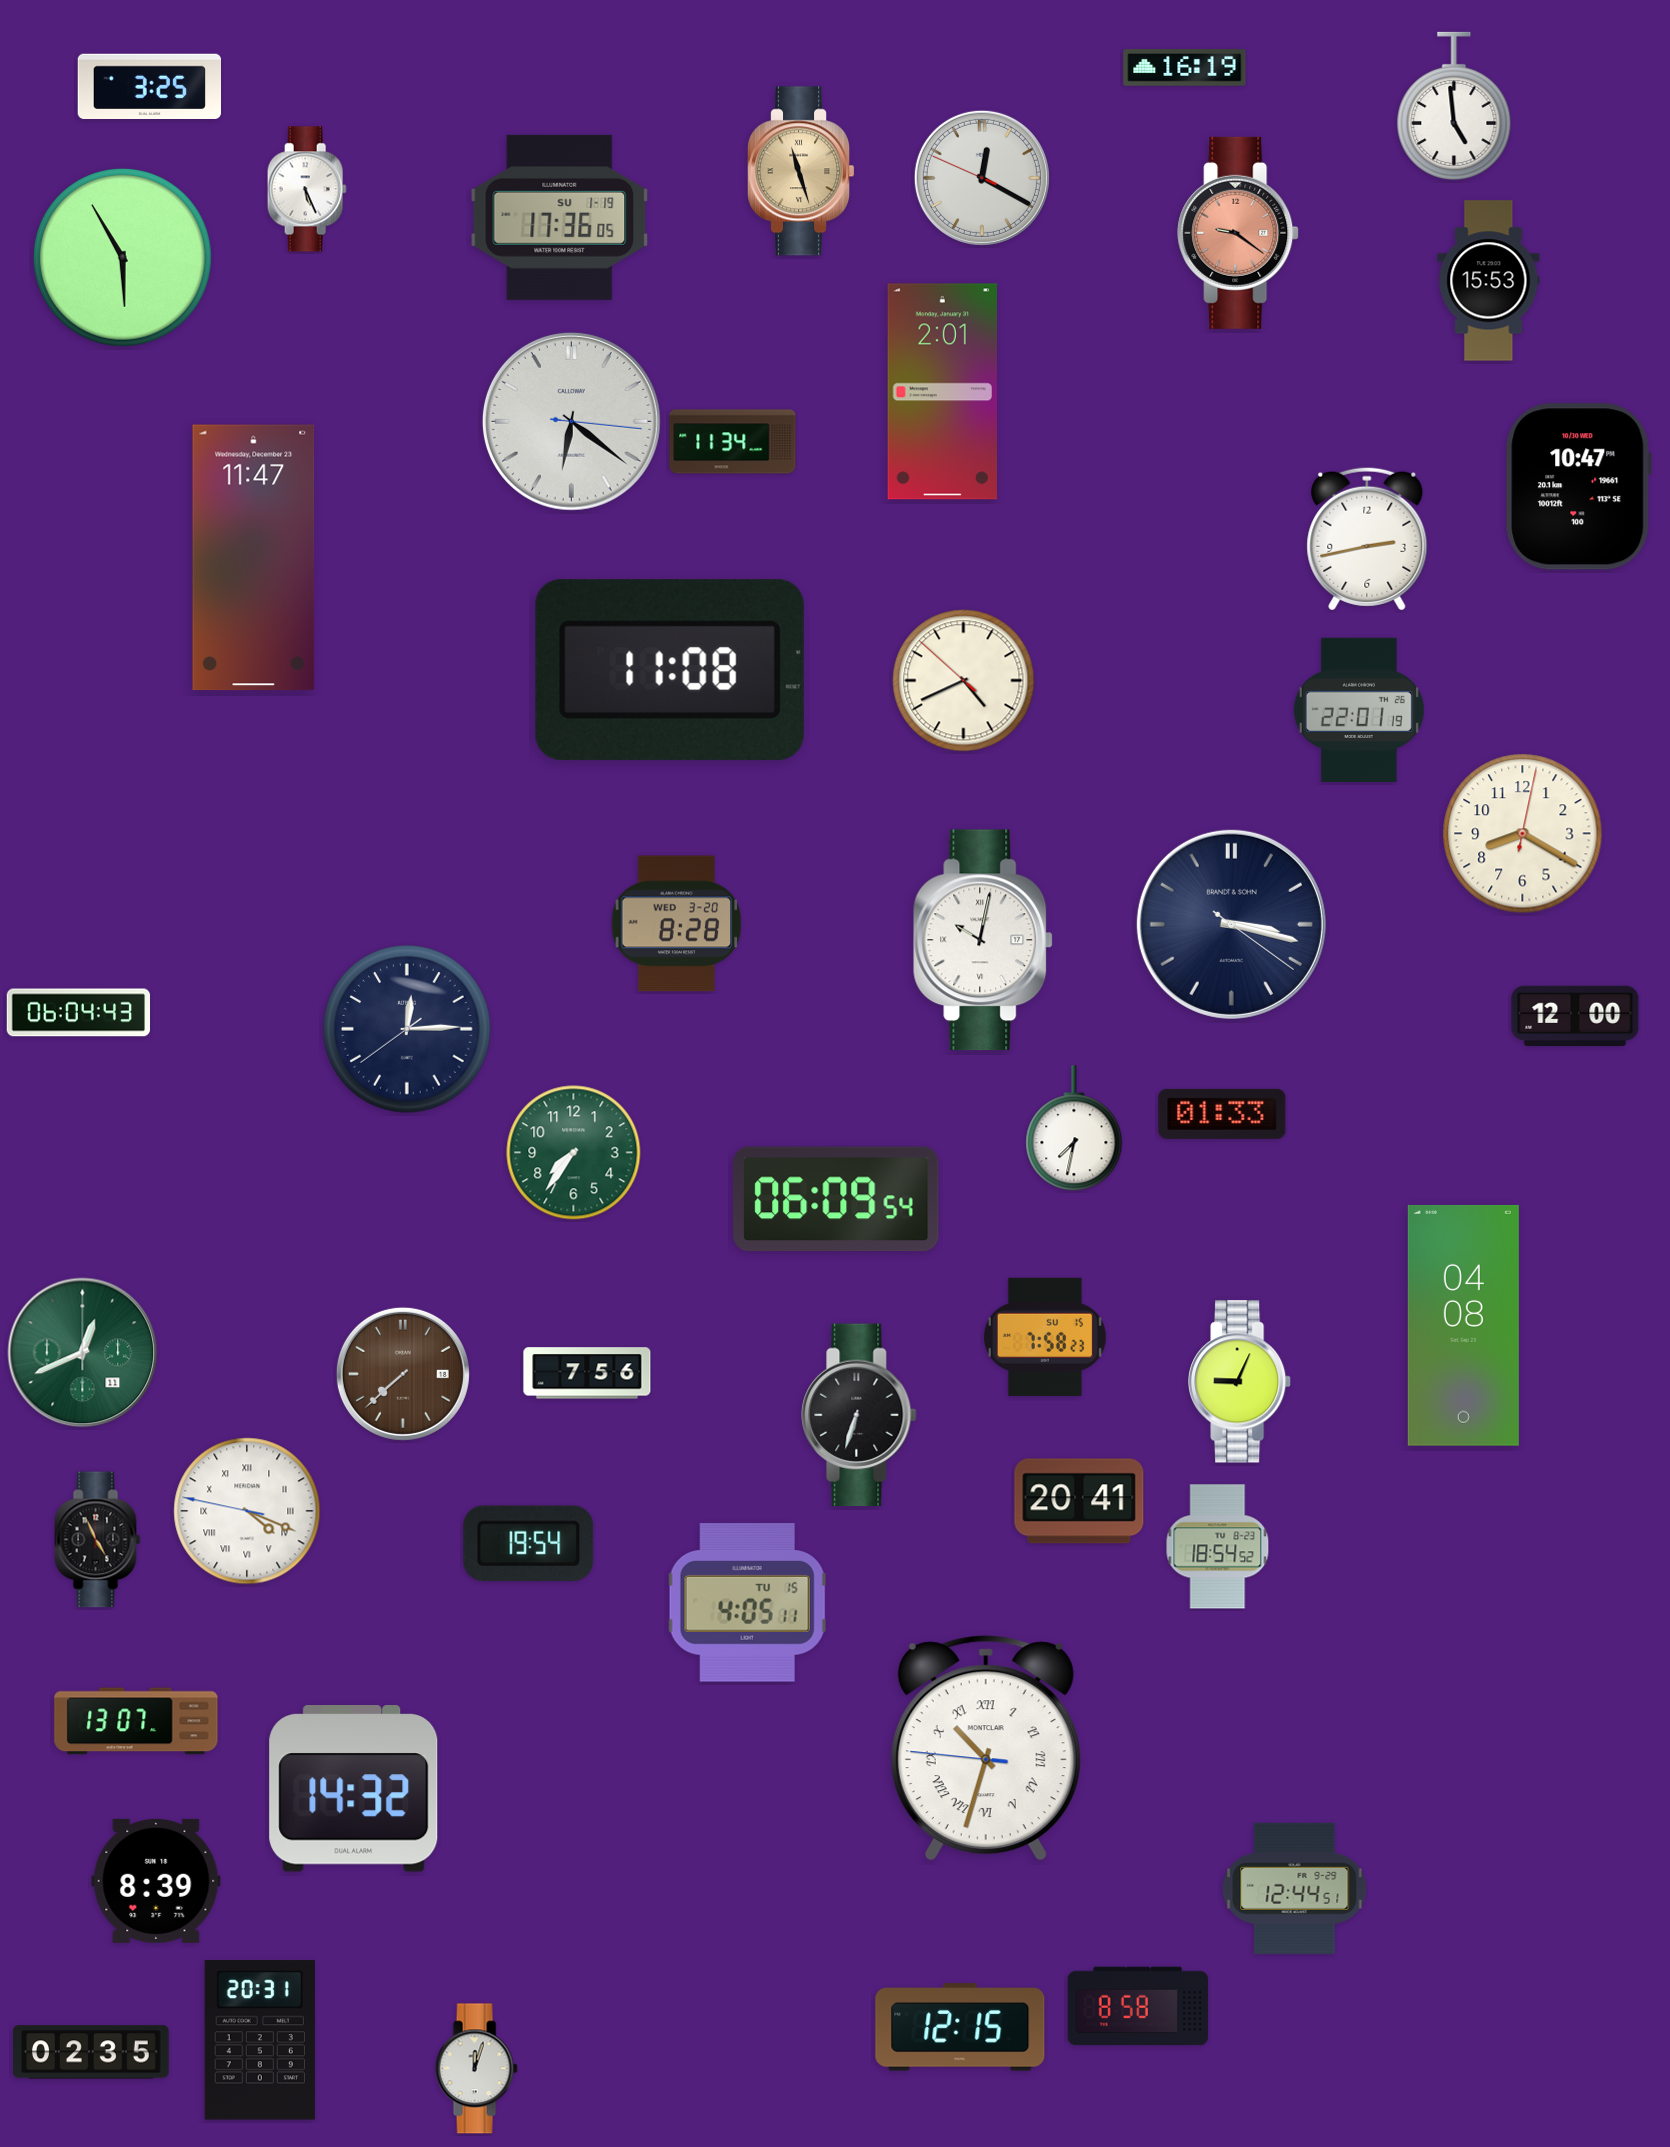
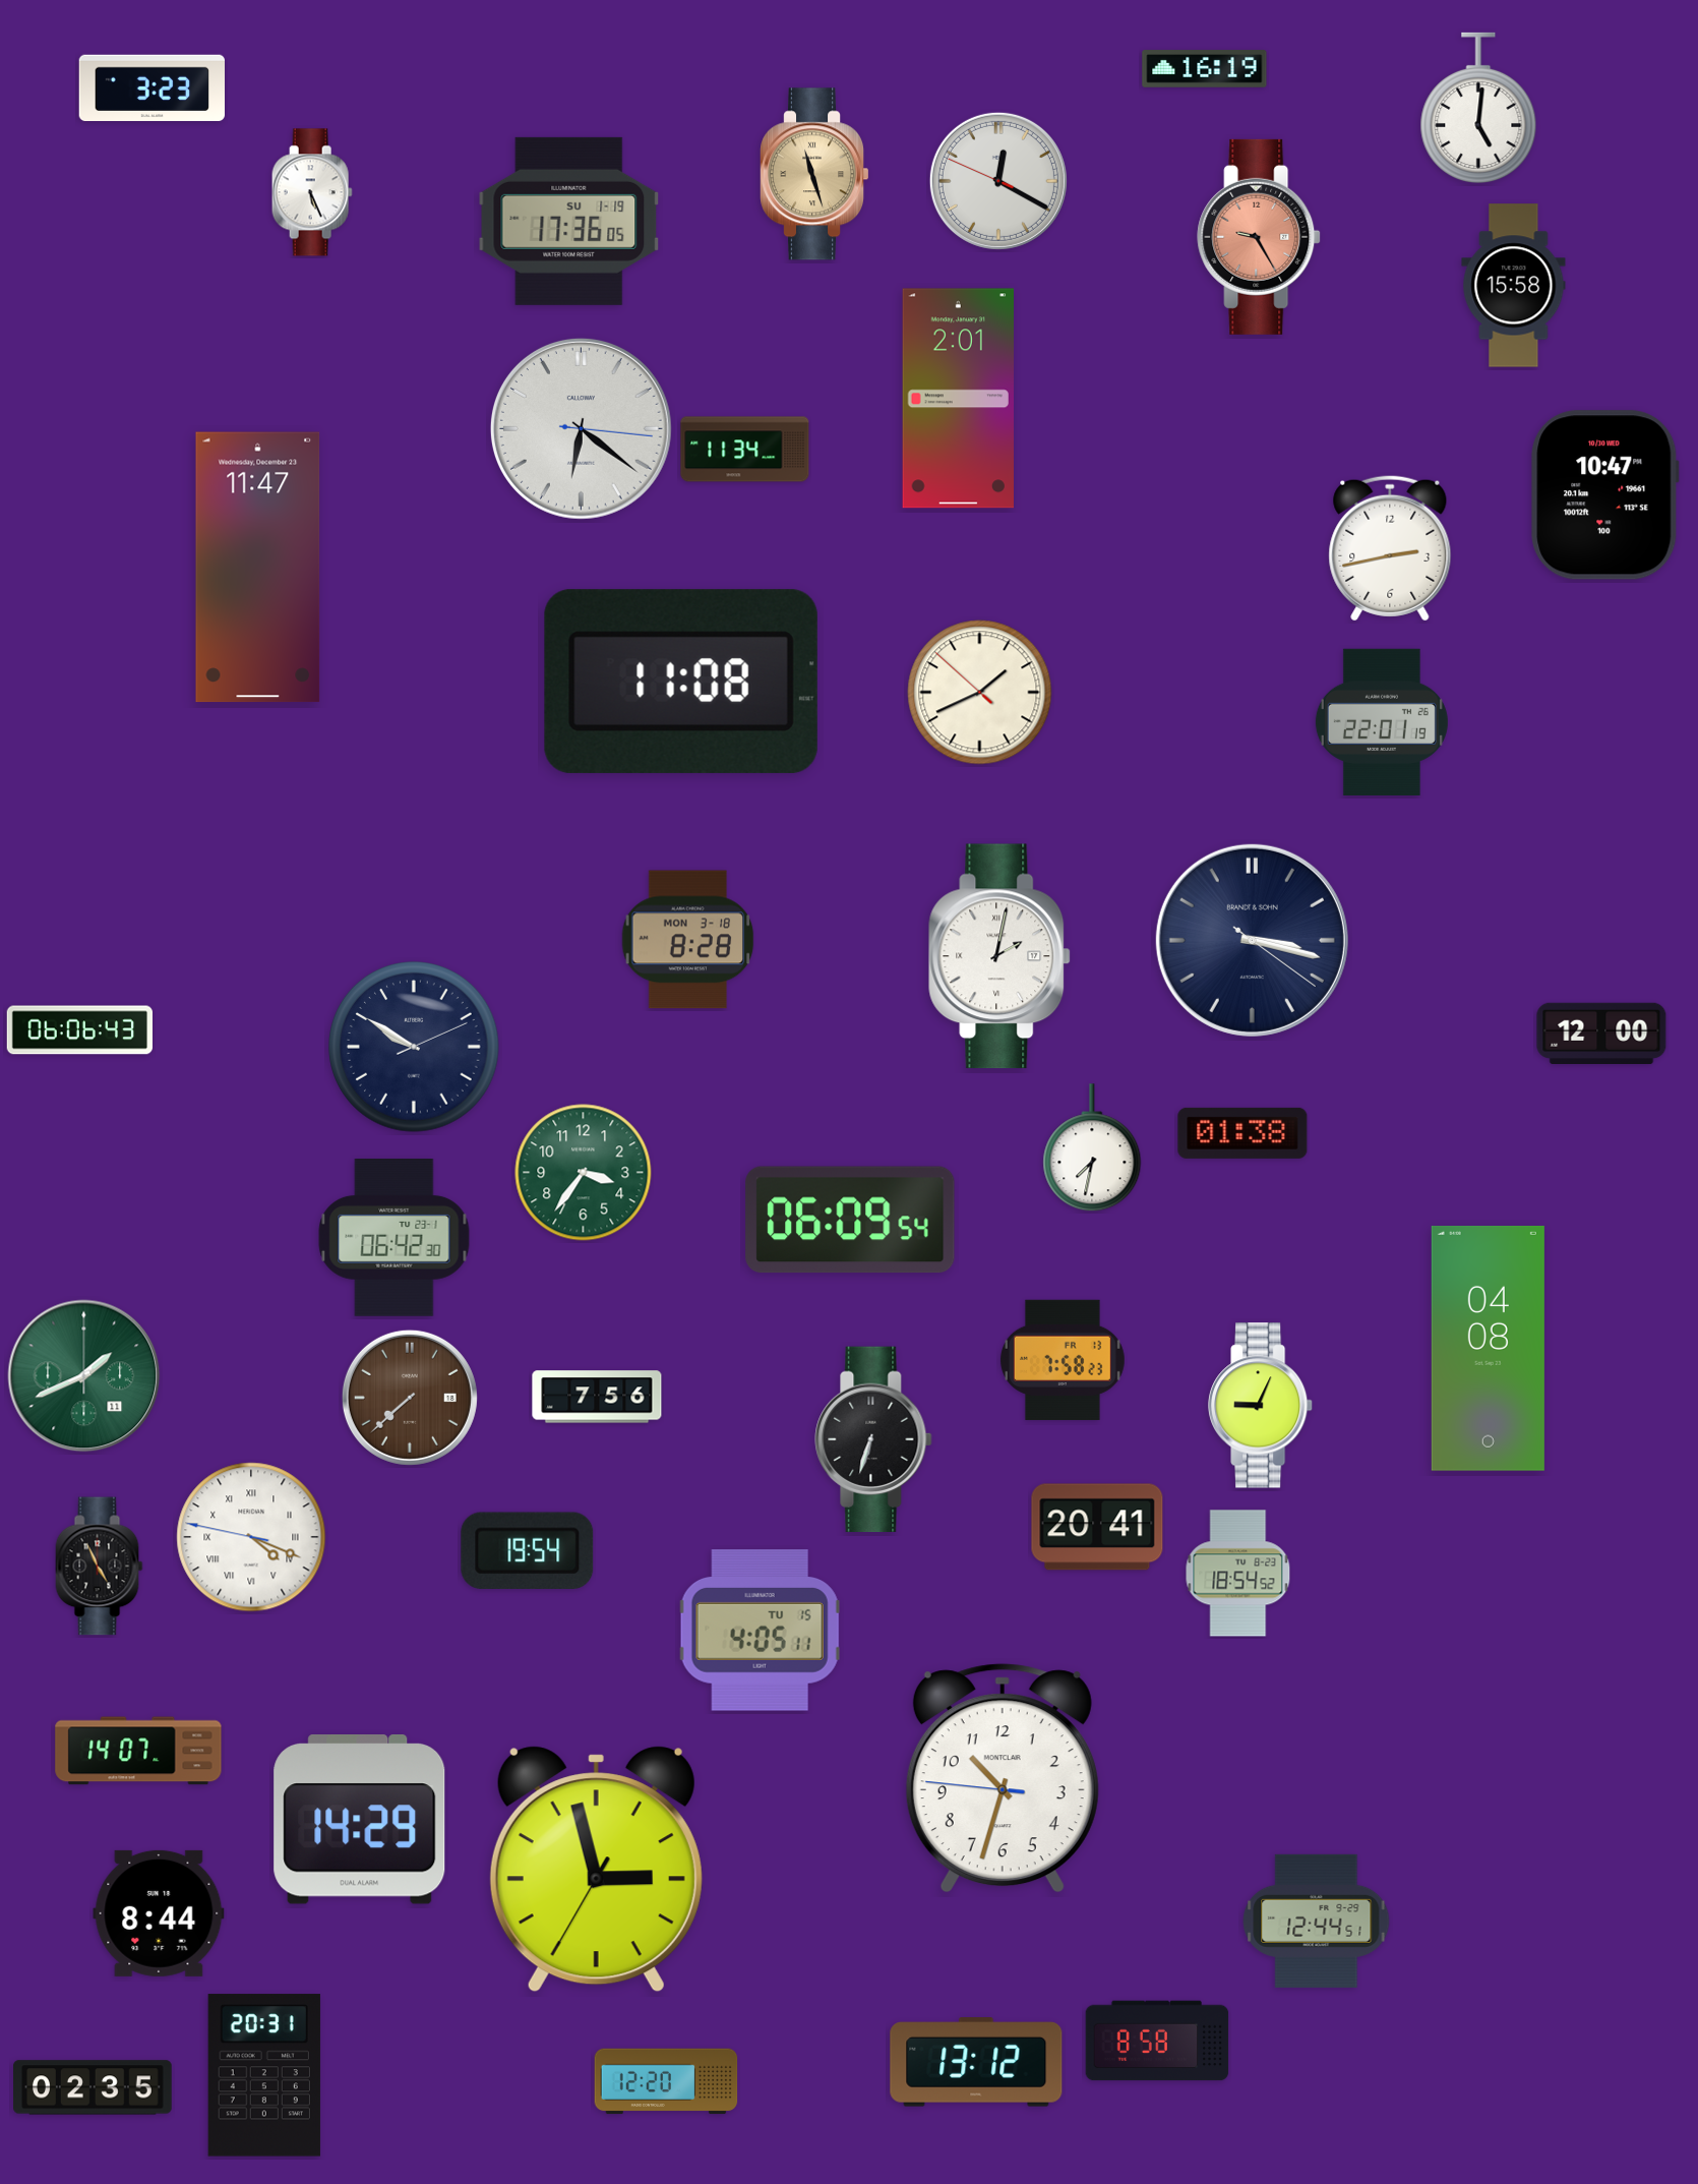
clock at (149, 86): 3:25 -> 3:23
clock at (1454, 106): 4:59 -> 5:01
clock at (1238, 233): 9:21 -> 9:25
clock at (122, 257): 5:55 -> none
clock at (1489, 281): 15:53 -> 15:58
clock at (964, 681): 4:40 -> 1:40
clock at (1523, 834): 8:20 -> none
clock at (677, 924) date: WED 3-20 -> MON 3-18
clock at (984, 940): 10:02 -> 2:02
clock at (79, 1013): 06:04 -> 06:06
clock at (407, 1029): 12:14 -> 9:50
clock at (1222, 1114): 01:33 -> 01:38
clock at (574, 1153): 7:36 -> 3:36
clock at (395, 1238): none -> 06:42
clock at (1045, 1336) date: SU 15 -> FR 13
clock at (83, 1353): 12:41 -> 1:41
clock at (529, 1543) position: (529, 1543) -> (528, 1550)
clock at (136, 1721): 13:07 -> 14:07
clock at (986, 1748) numerals: Roman -> Arabic
clock at (354, 1789): 14:32 -> 14:29
clock at (596, 1870): none -> 2:57
clock at (156, 1881): 8:39 -> 8:44
clock at (960, 2027): 12:15 -> 13:12
clock at (666, 2081): none -> 12:20
clock at (476, 2069): 12:03 -> none
